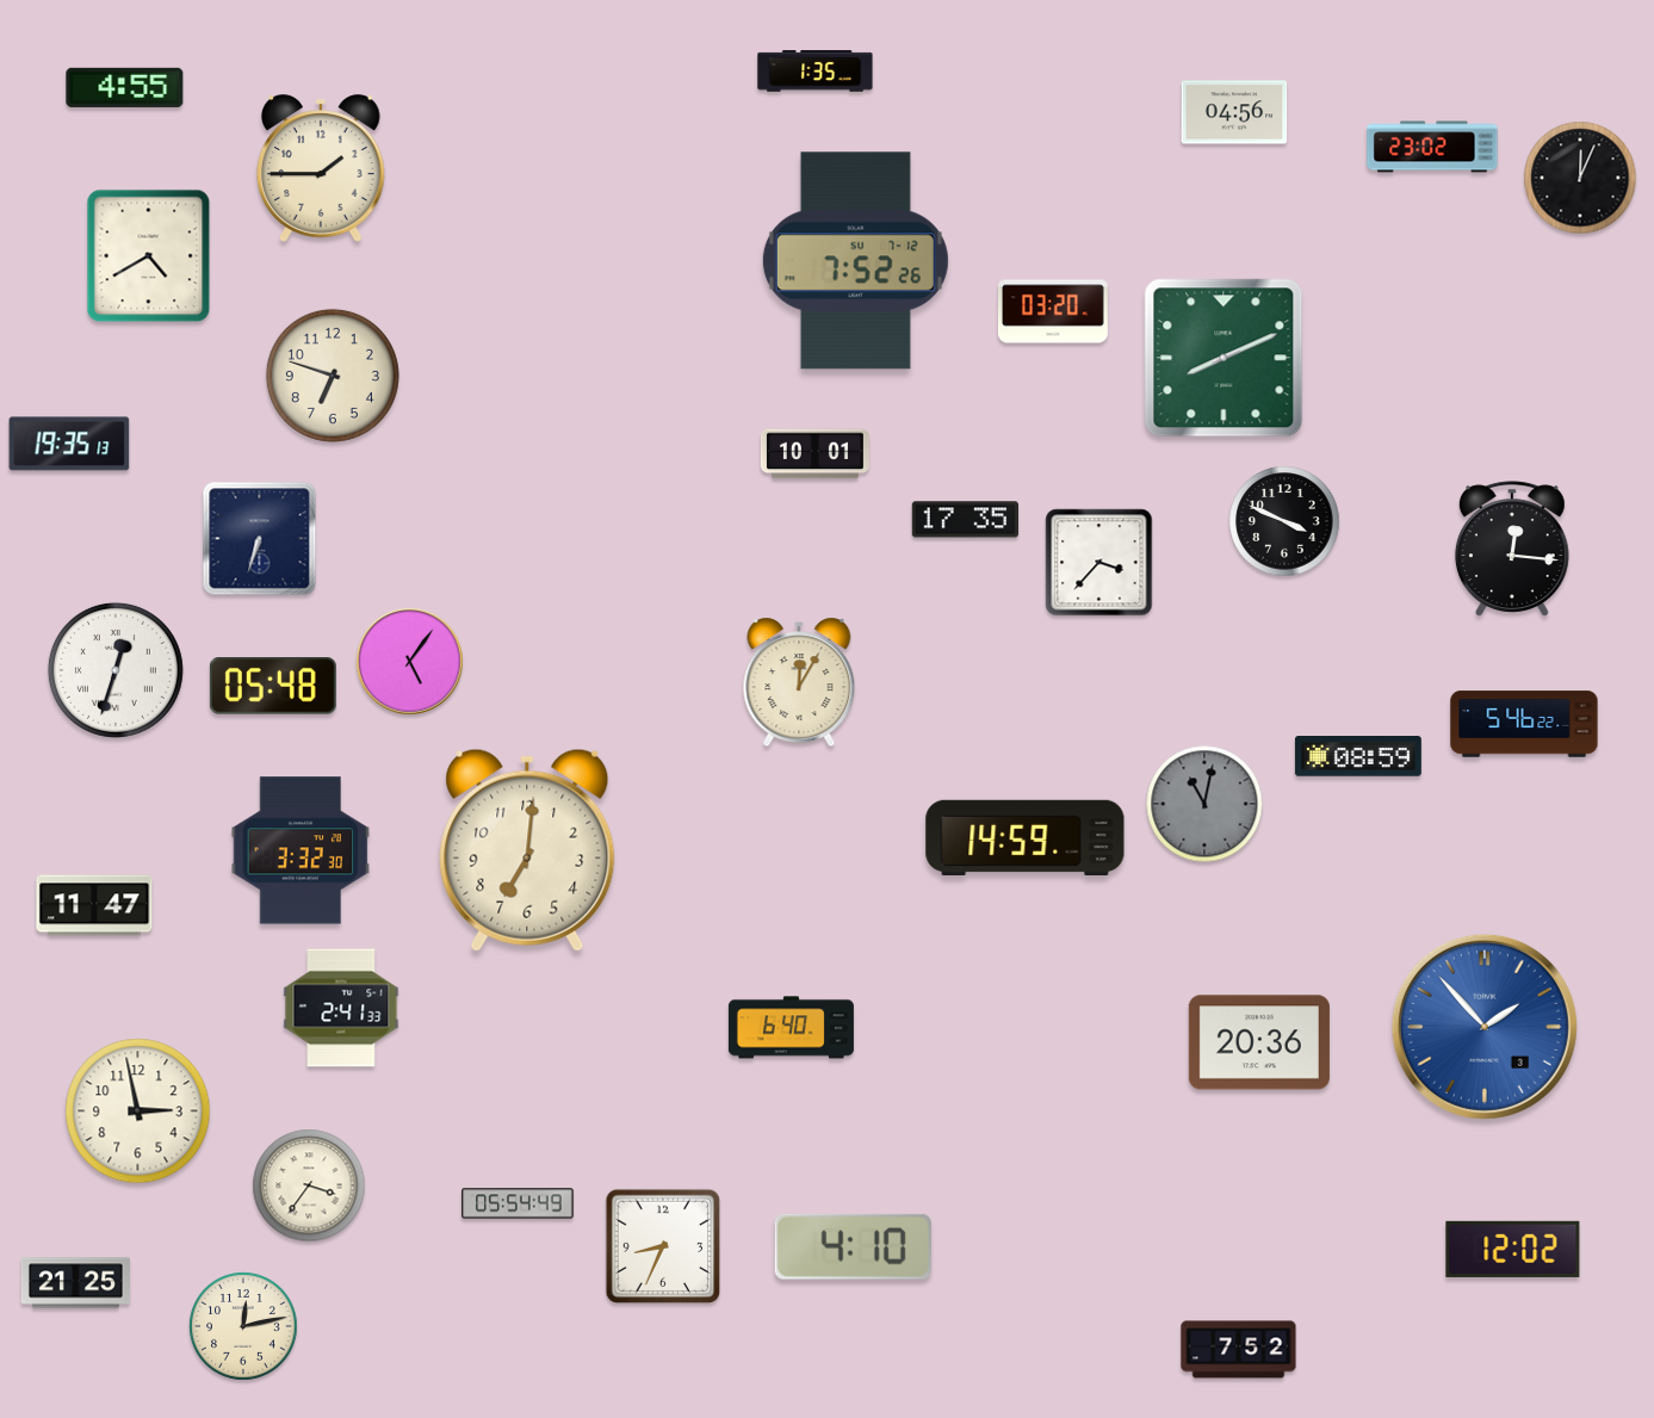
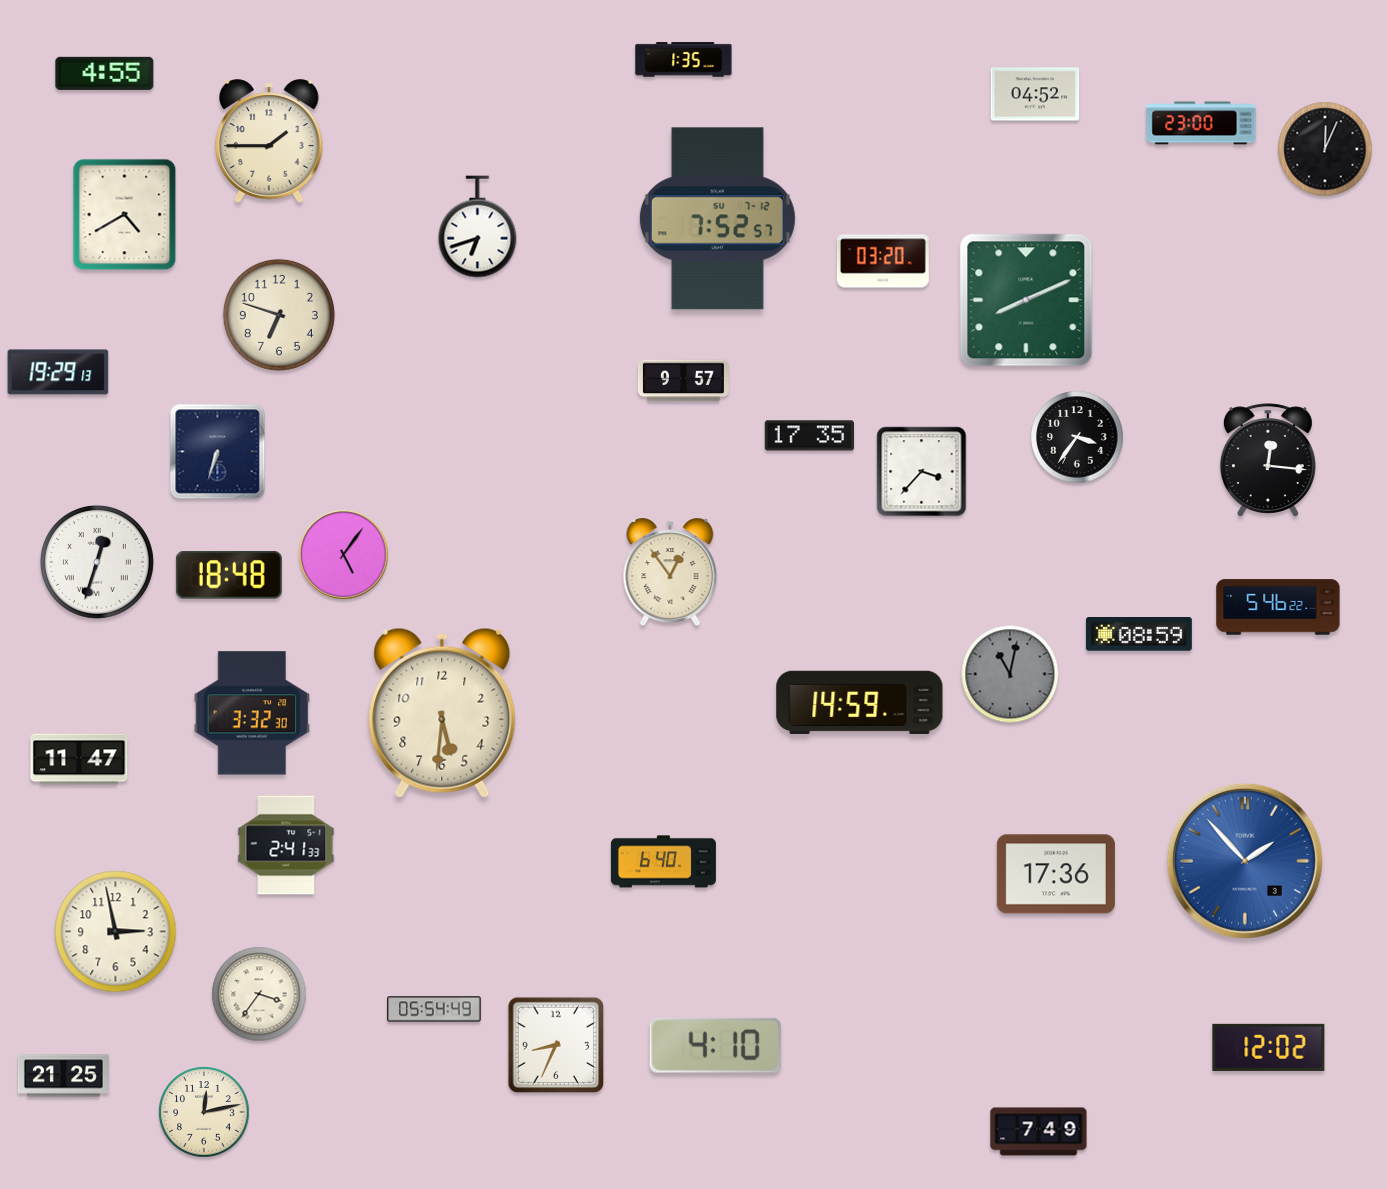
clock at (1234, 112): 04:56 -> 04:52
clock at (1432, 147): 23:02 -> 23:00
clock at (855, 261): 7:52:26 -> 7:52:57
clock at (478, 227): none -> 6:42
clock at (69, 444): 19:35 -> 19:29
clock at (814, 454): 10:01 -> 9:57
clock at (1284, 521): 3:49 -> 3:36
clock at (799, 682): 12:05 -> 12:54
clock at (273, 686): 05:48 -> 18:48
clock at (527, 850): 7:01 -> 5:31
clock at (1259, 1042): 20:36 -> 17:36
clock at (1239, 1350): 7:52 -> 7:49
